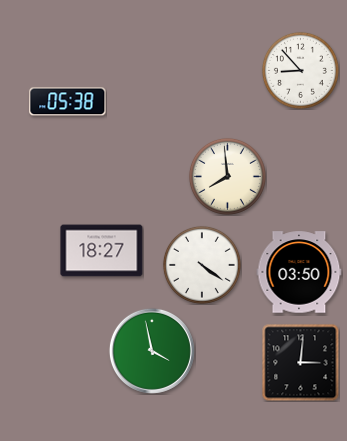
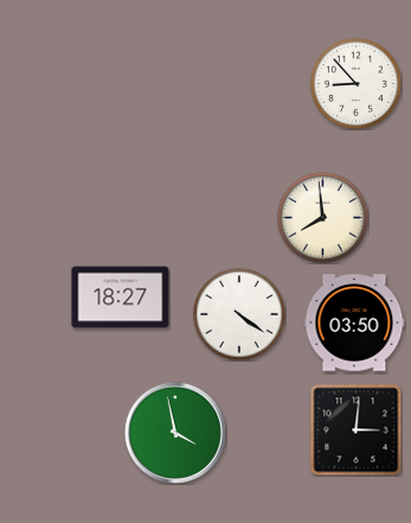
clock at (68, 102): 05:38 -> none
clock at (227, 176) position: (227, 176) -> (322, 217)
clock at (152, 351) position: (152, 351) -> (175, 433)
